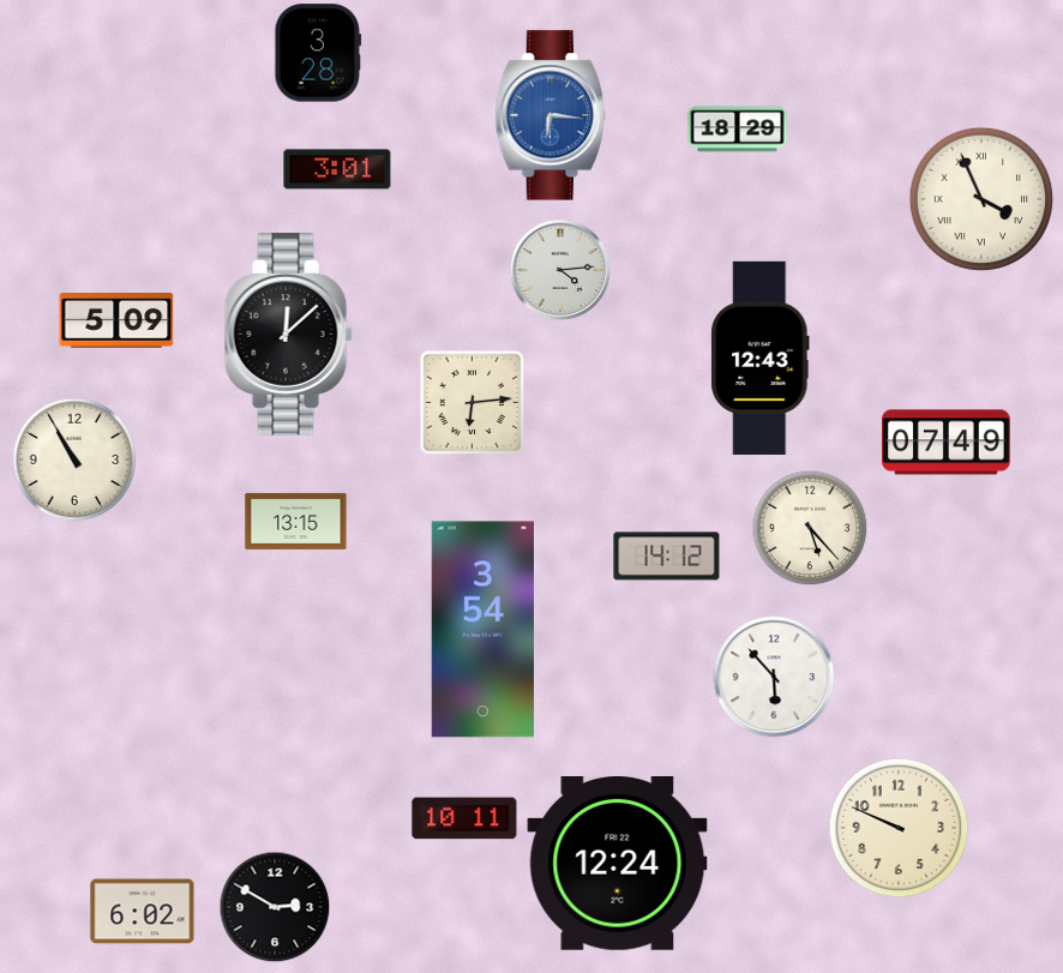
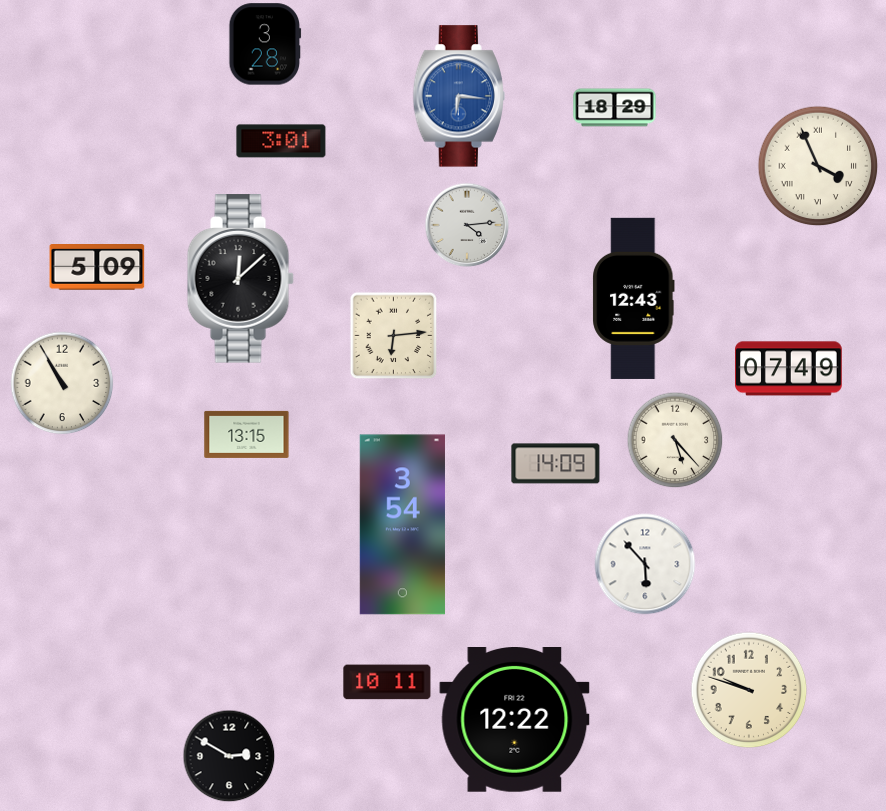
clock at (667, 557): 14:12 -> 14:09
clock at (899, 828): 9:49 -> 9:48
clock at (618, 864): 12:24 -> 12:22
clock at (143, 912): 6:02 -> none
